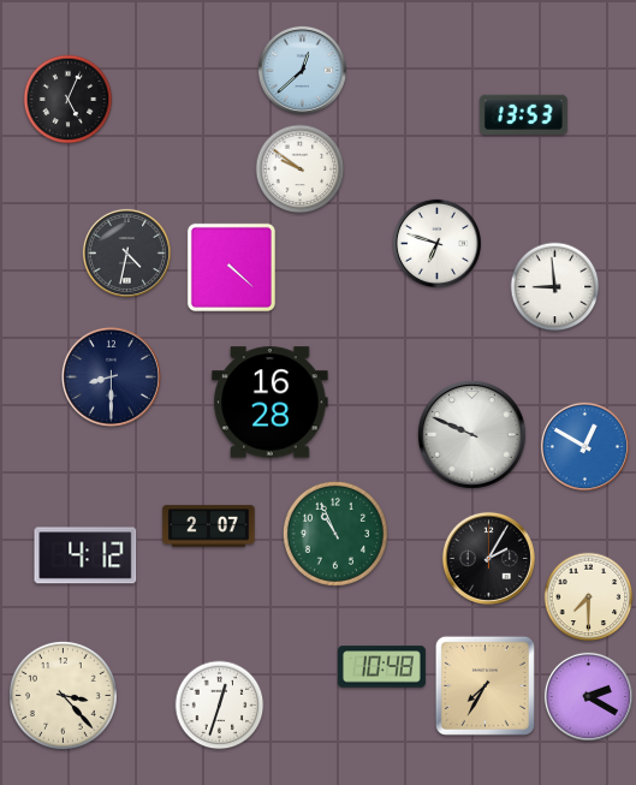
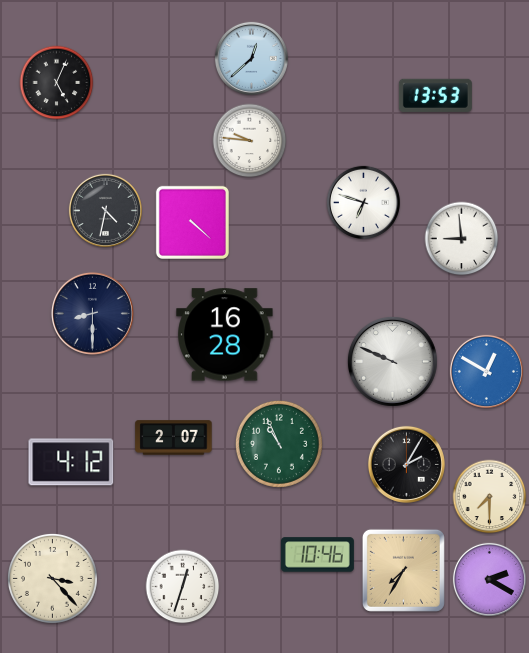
clock at (301, 170): 9:51 -> 9:46
clock at (381, 667): 10:48 -> 10:46
